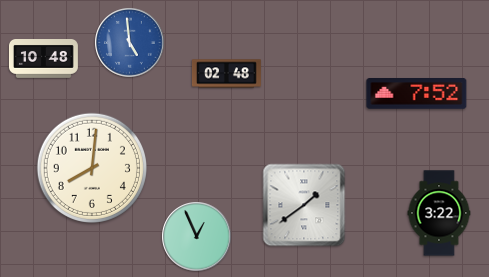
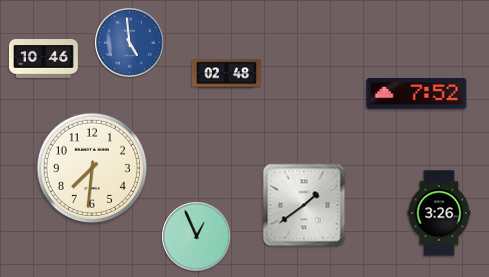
clock at (43, 59): 10:48 -> 10:46
clock at (91, 167): 8:01 -> 7:31
clock at (439, 213): 3:22 -> 3:26
